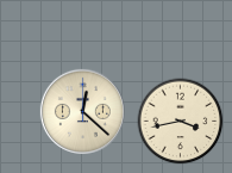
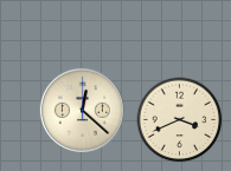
clock at (181, 122): 3:43 -> 3:41
